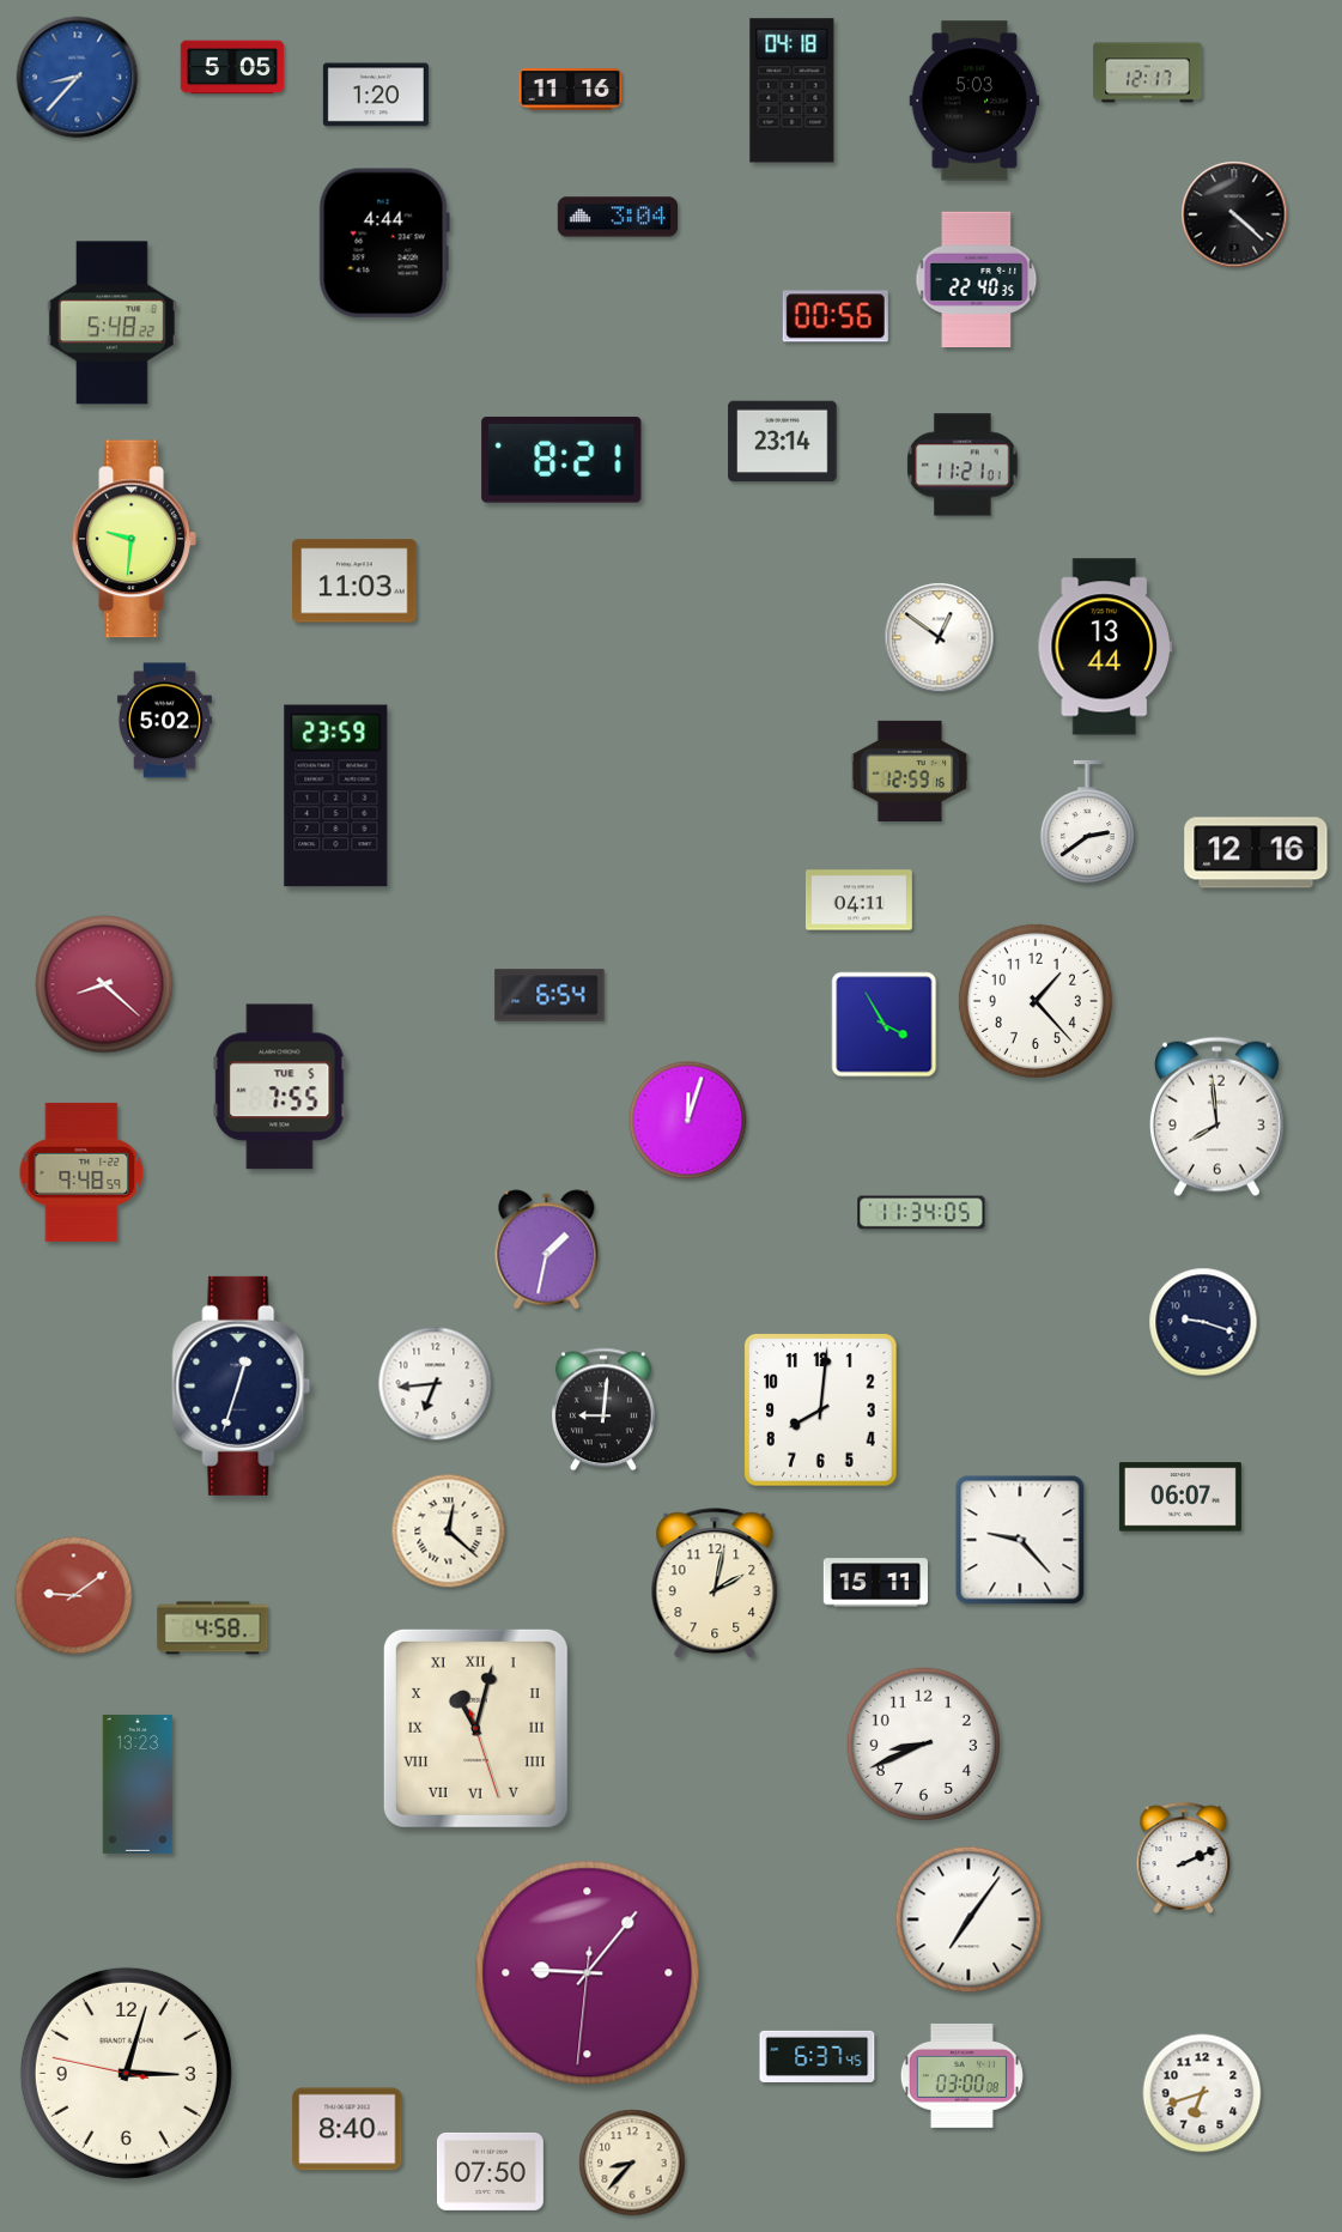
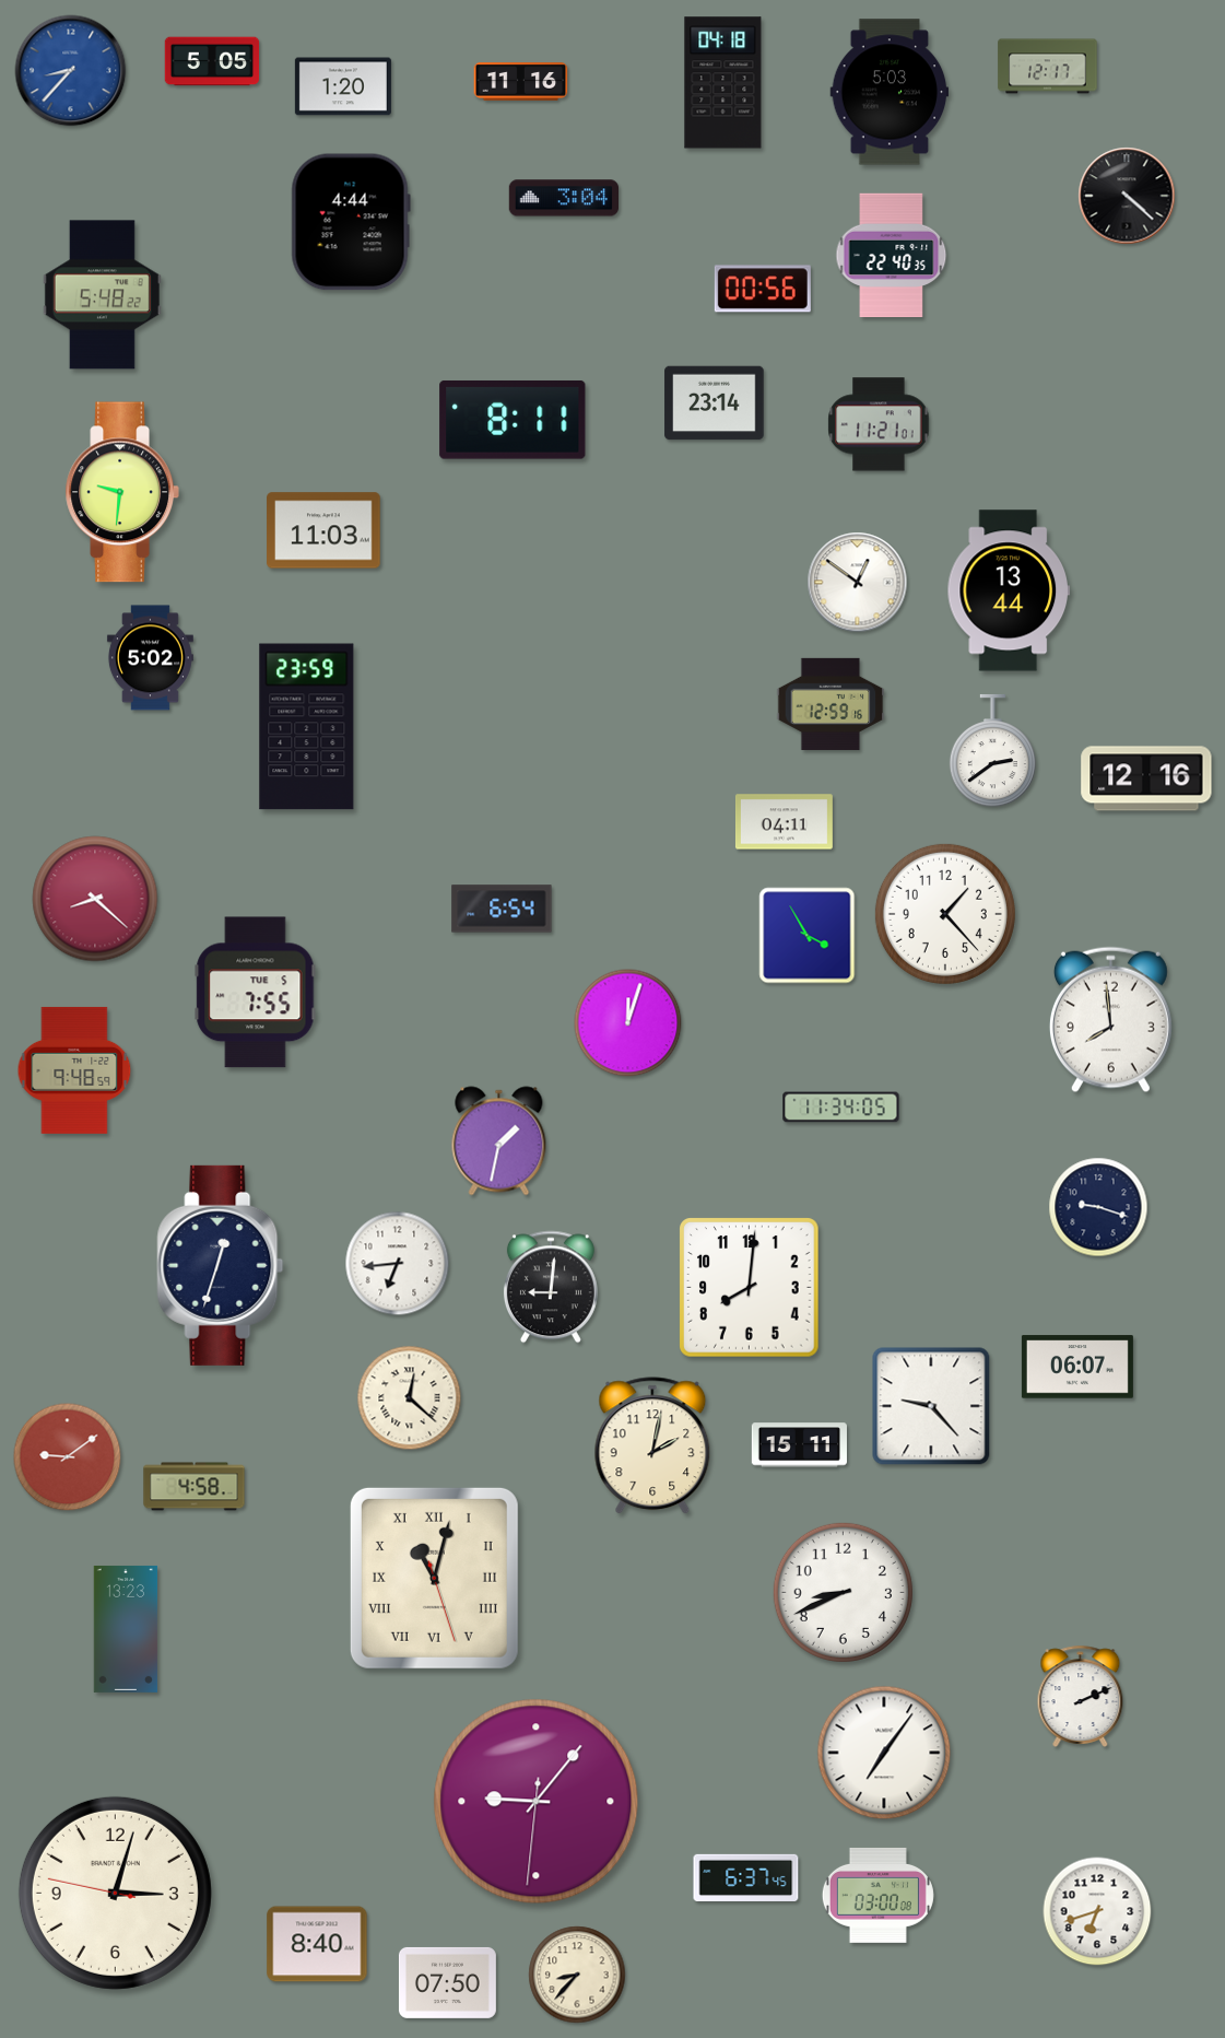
clock at (561, 460): 8:21 -> 8:11
